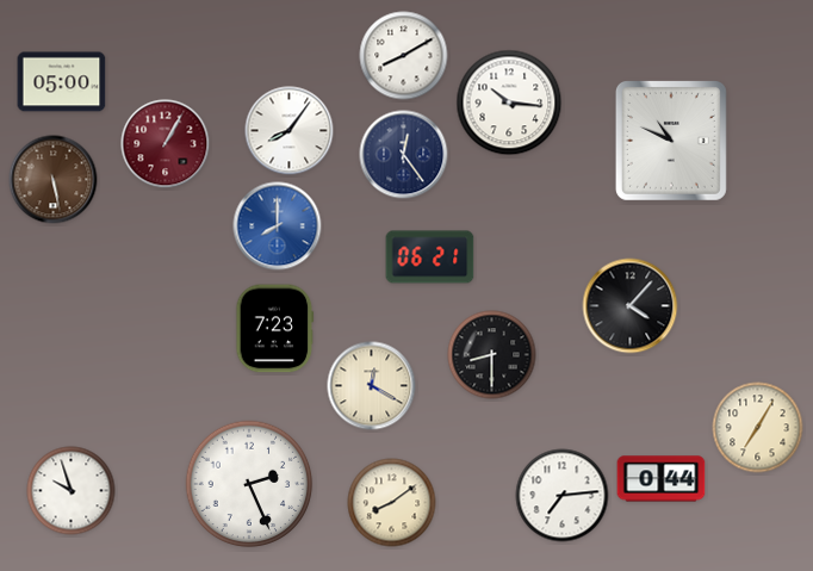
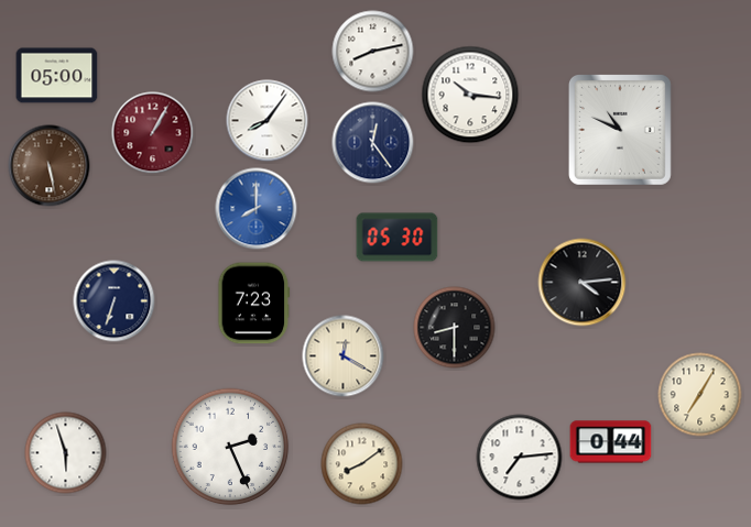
clock at (404, 56): 8:10 -> 8:13
clock at (430, 257): 06:21 -> 05:30
clock at (631, 306): 4:07 -> 4:14
clock at (115, 301): none -> 6:33
clock at (72, 491): 9:57 -> 5:57
